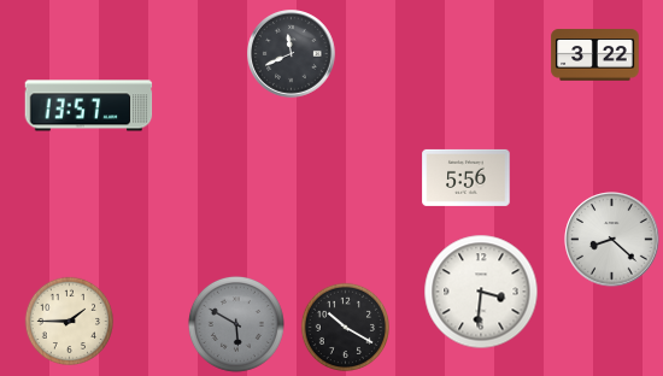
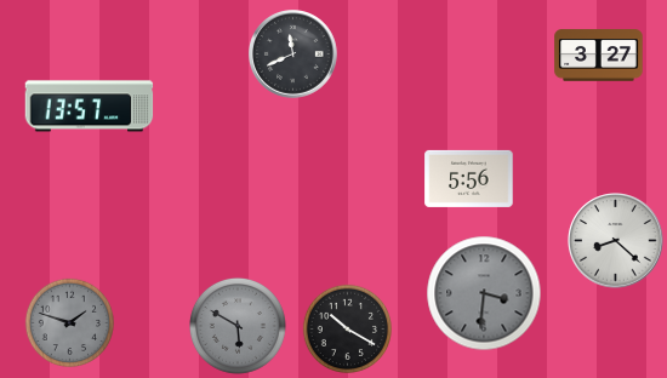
clock at (595, 55): 3:22 -> 3:27
clock at (481, 292) dial: white -> grey
clock at (69, 321): 1:45 -> 1:48
clock at (69, 321) dial: cream -> grey
